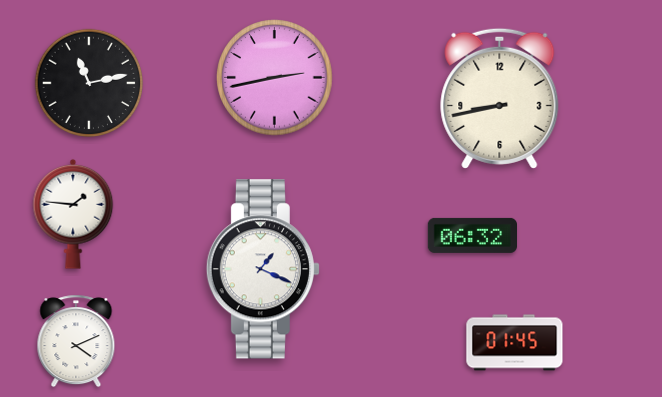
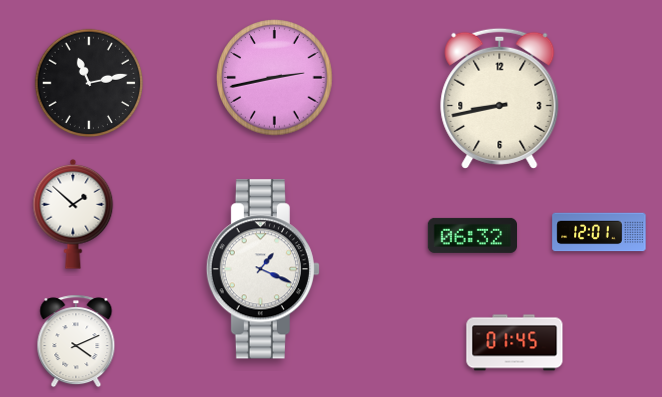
clock at (73, 214): 1:46 -> 1:52
clock at (599, 232): none -> 12:01
